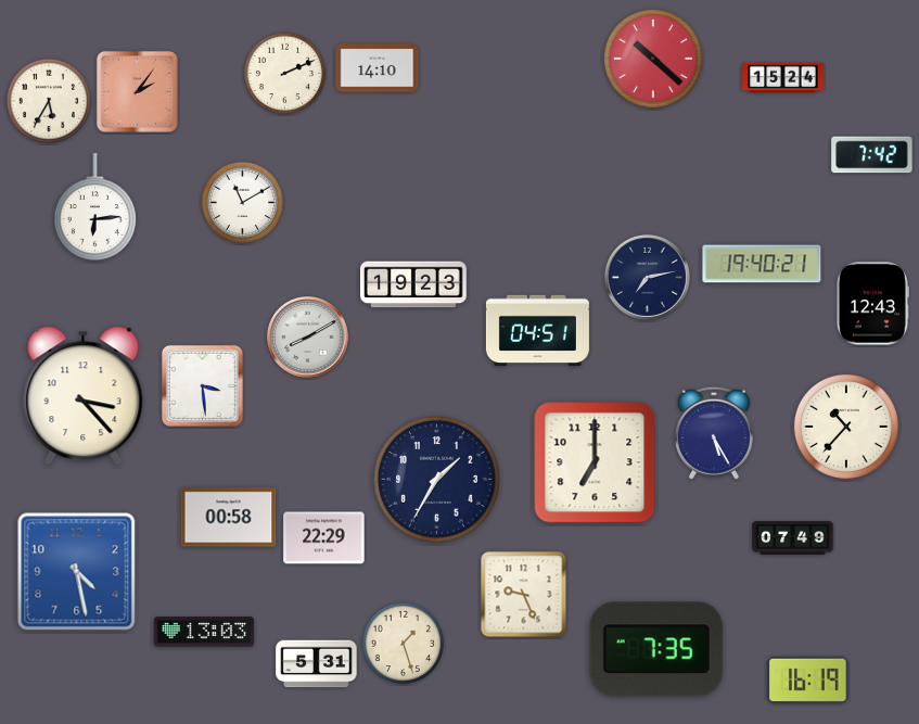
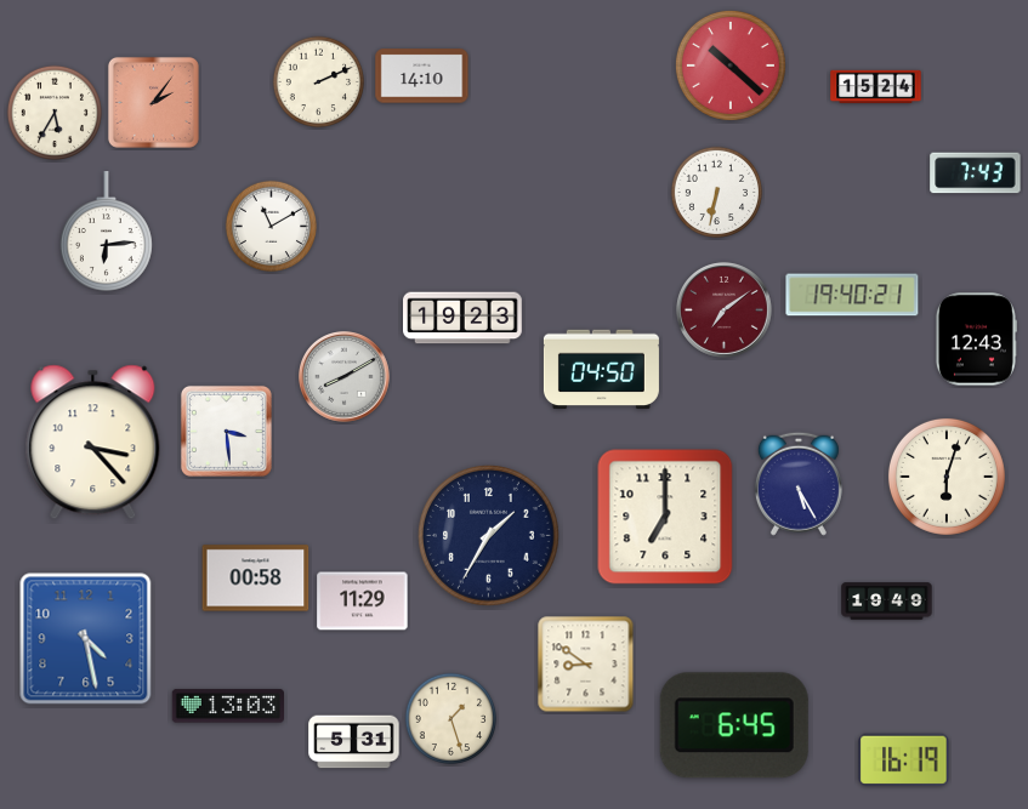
clock at (872, 155): 7:42 -> 7:43
clock at (716, 192): none -> 6:32
clock at (647, 277): 7:13 -> 7:09
clock at (647, 277) dial: navy -> burgundy
clock at (537, 331): 04:51 -> 04:50
clock at (846, 427): 10:37 -> 6:03
clock at (324, 538): 22:29 -> 11:29
clock at (793, 538): 07:49 -> 19:49
clock at (524, 595): 9:26 -> 8:51
clock at (656, 649): 7:35 -> 6:45
